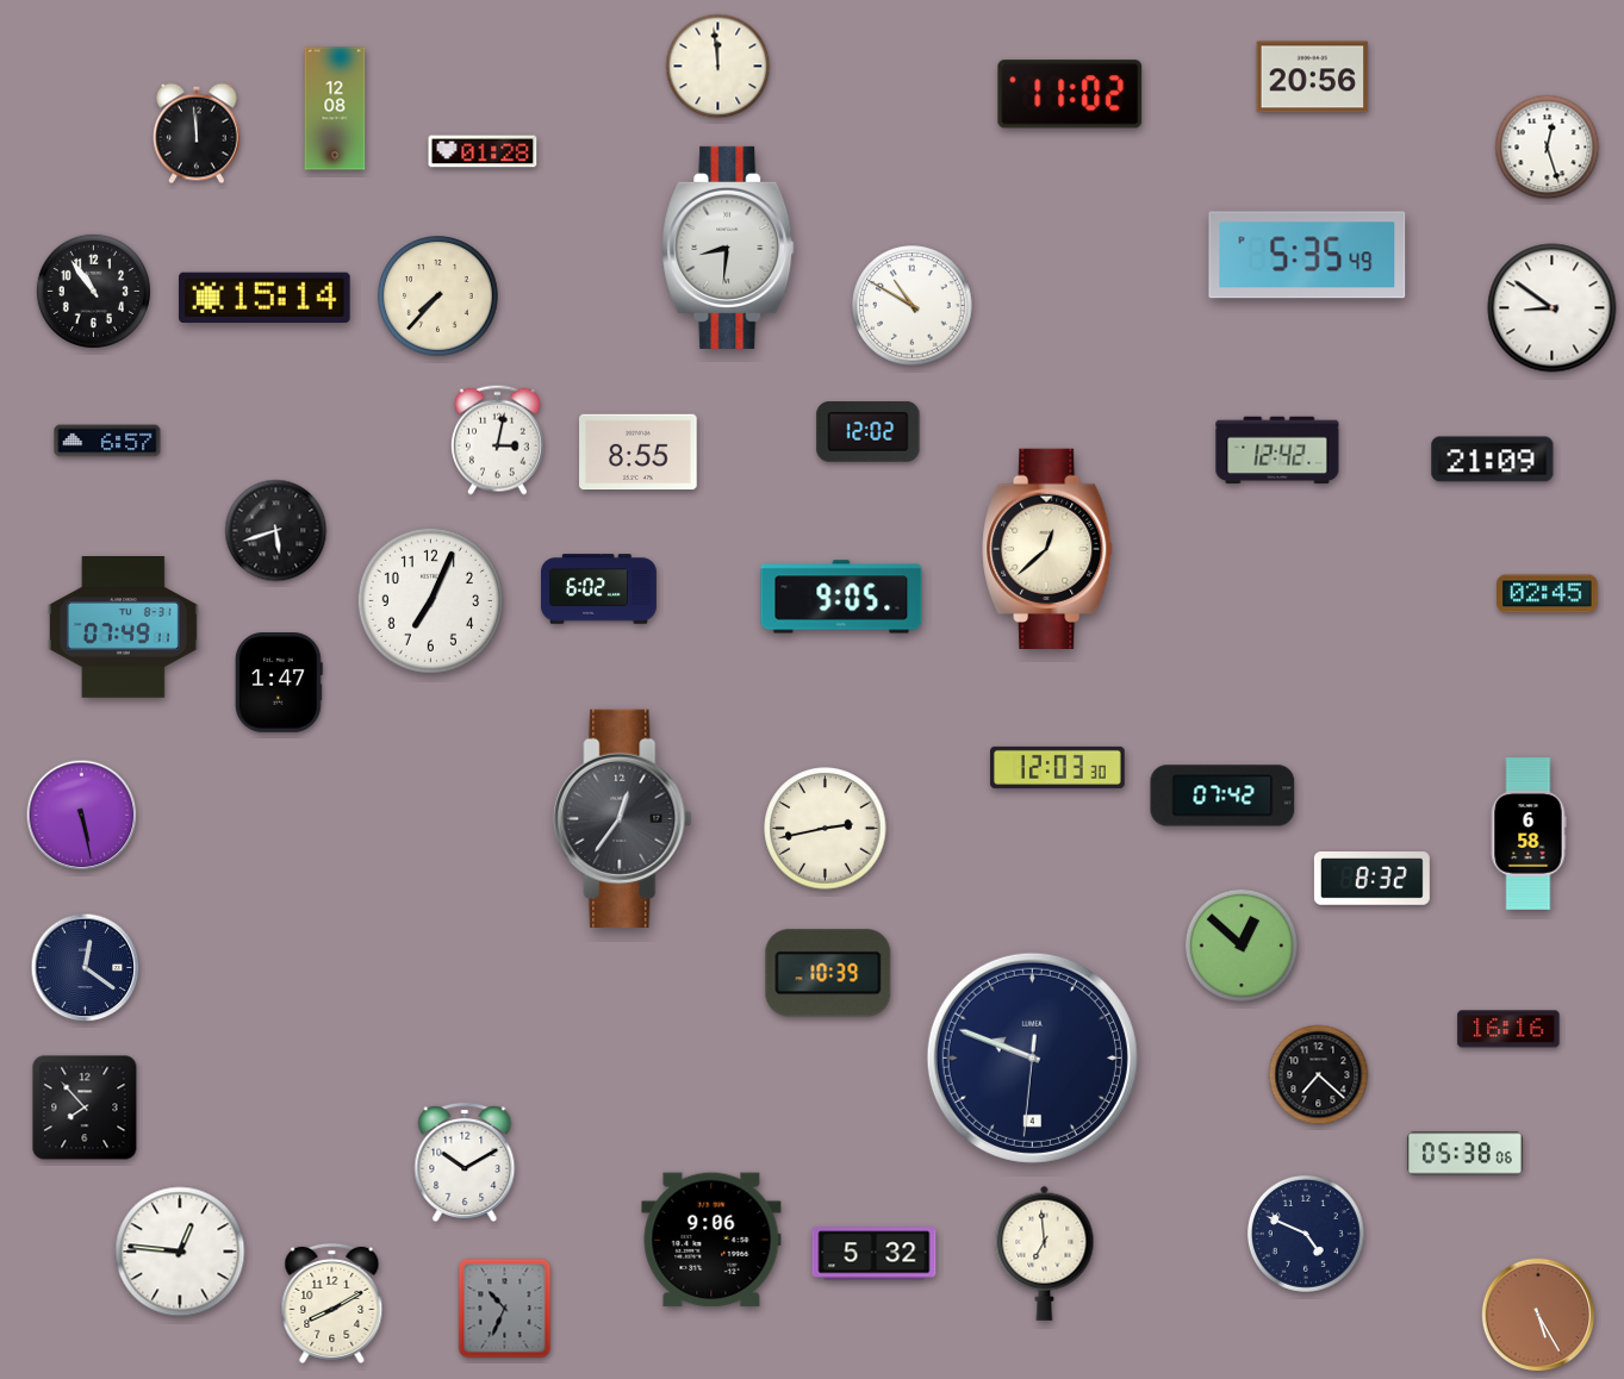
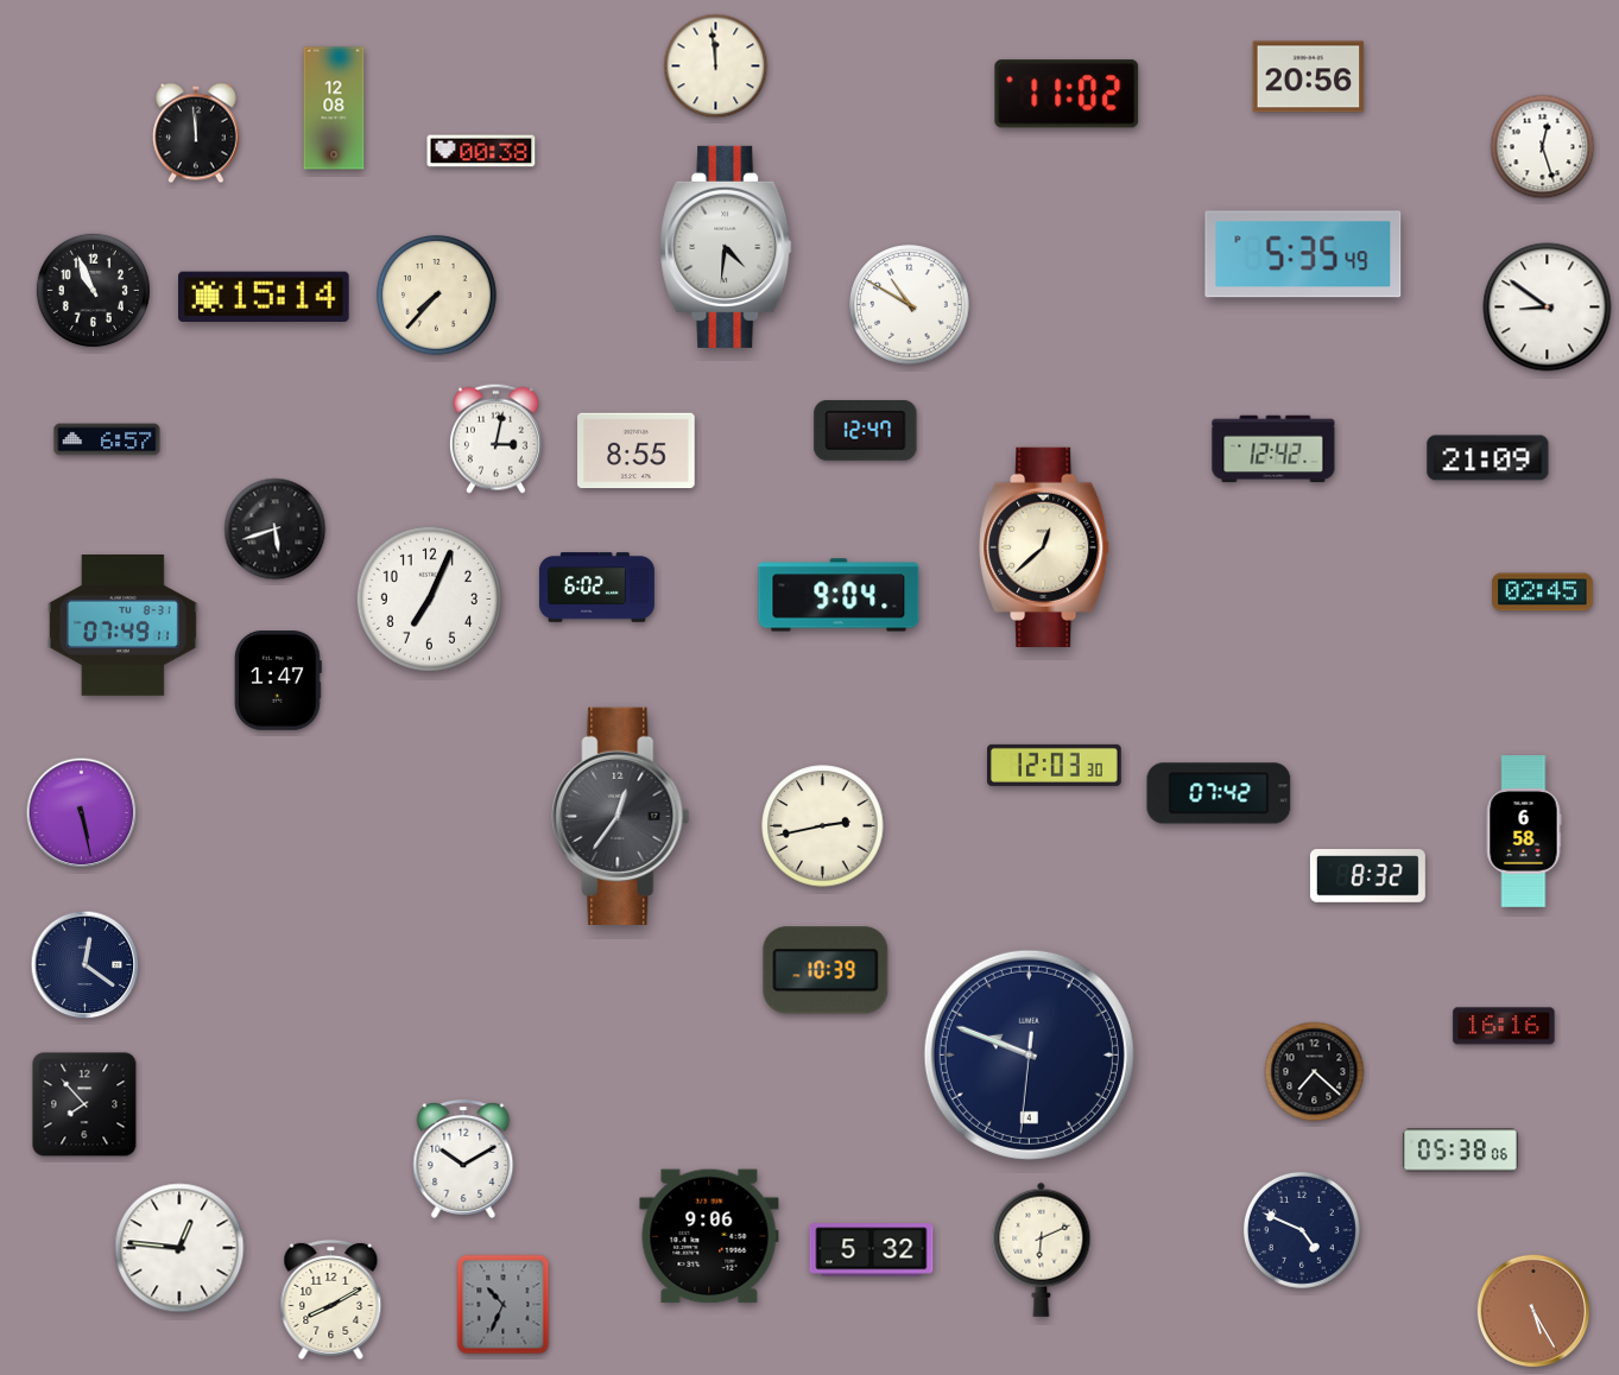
clock at (483, 151): 01:28 -> 00:38
clock at (728, 248): 8:31 -> 4:31
clock at (93, 291): 10:54 -> 10:56
clock at (869, 432): 12:02 -> 12:47
clock at (841, 597): 9:05 -> 9:04
clock at (1242, 946): 12:52 -> none
clock at (1045, 1253): 6:59 -> 6:11
